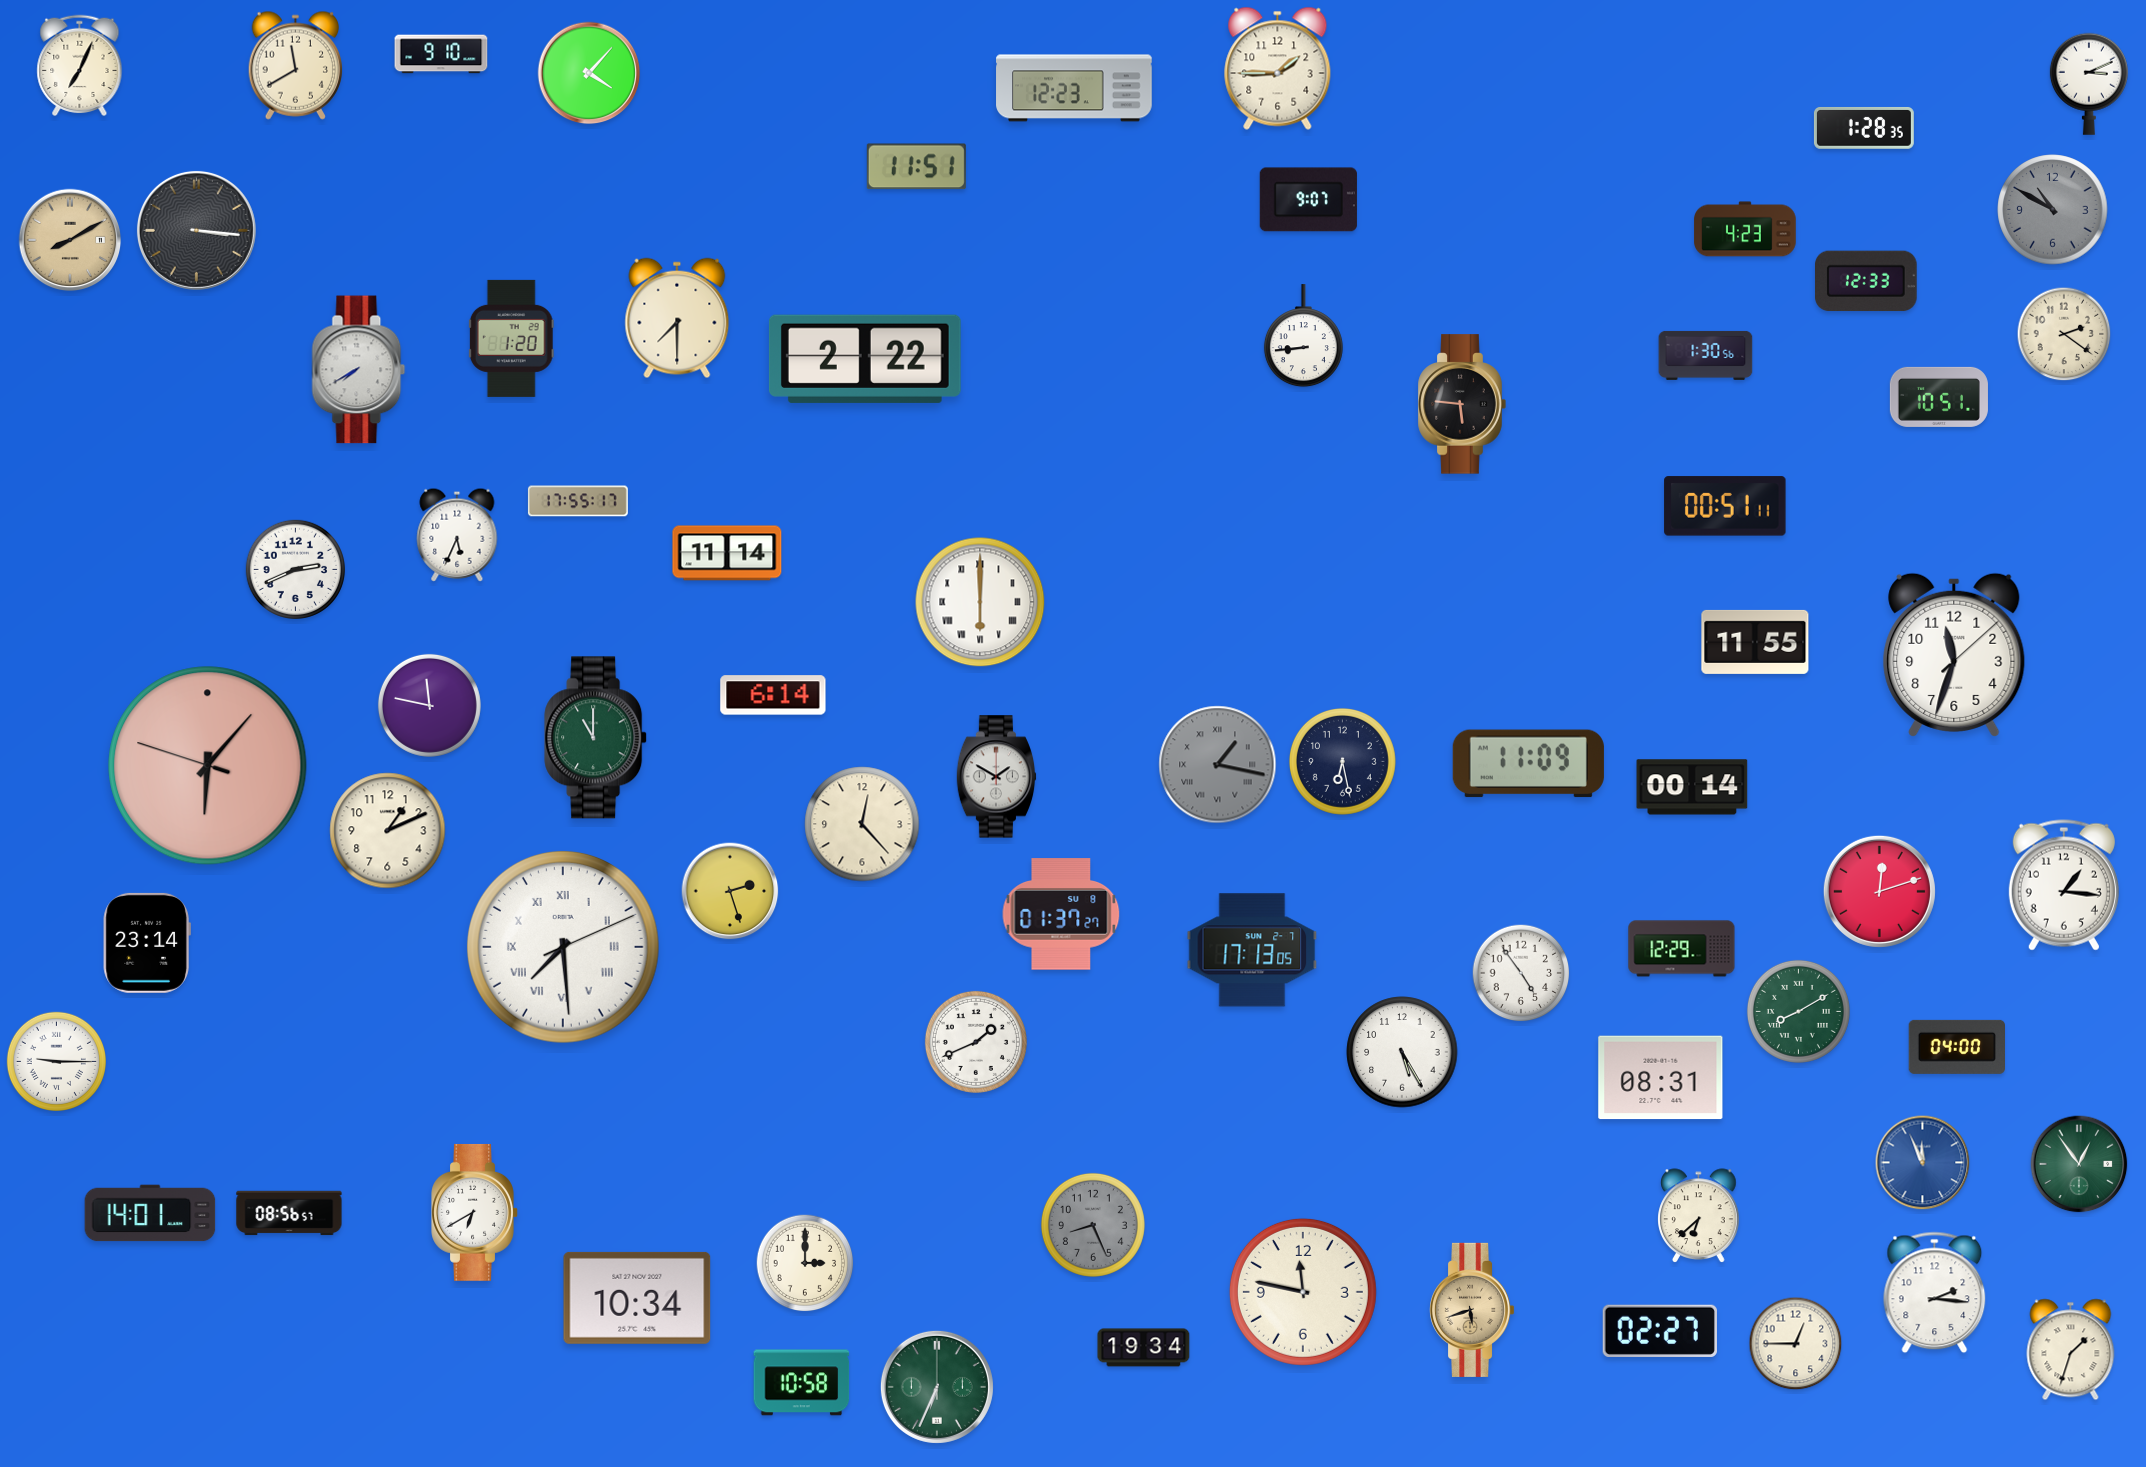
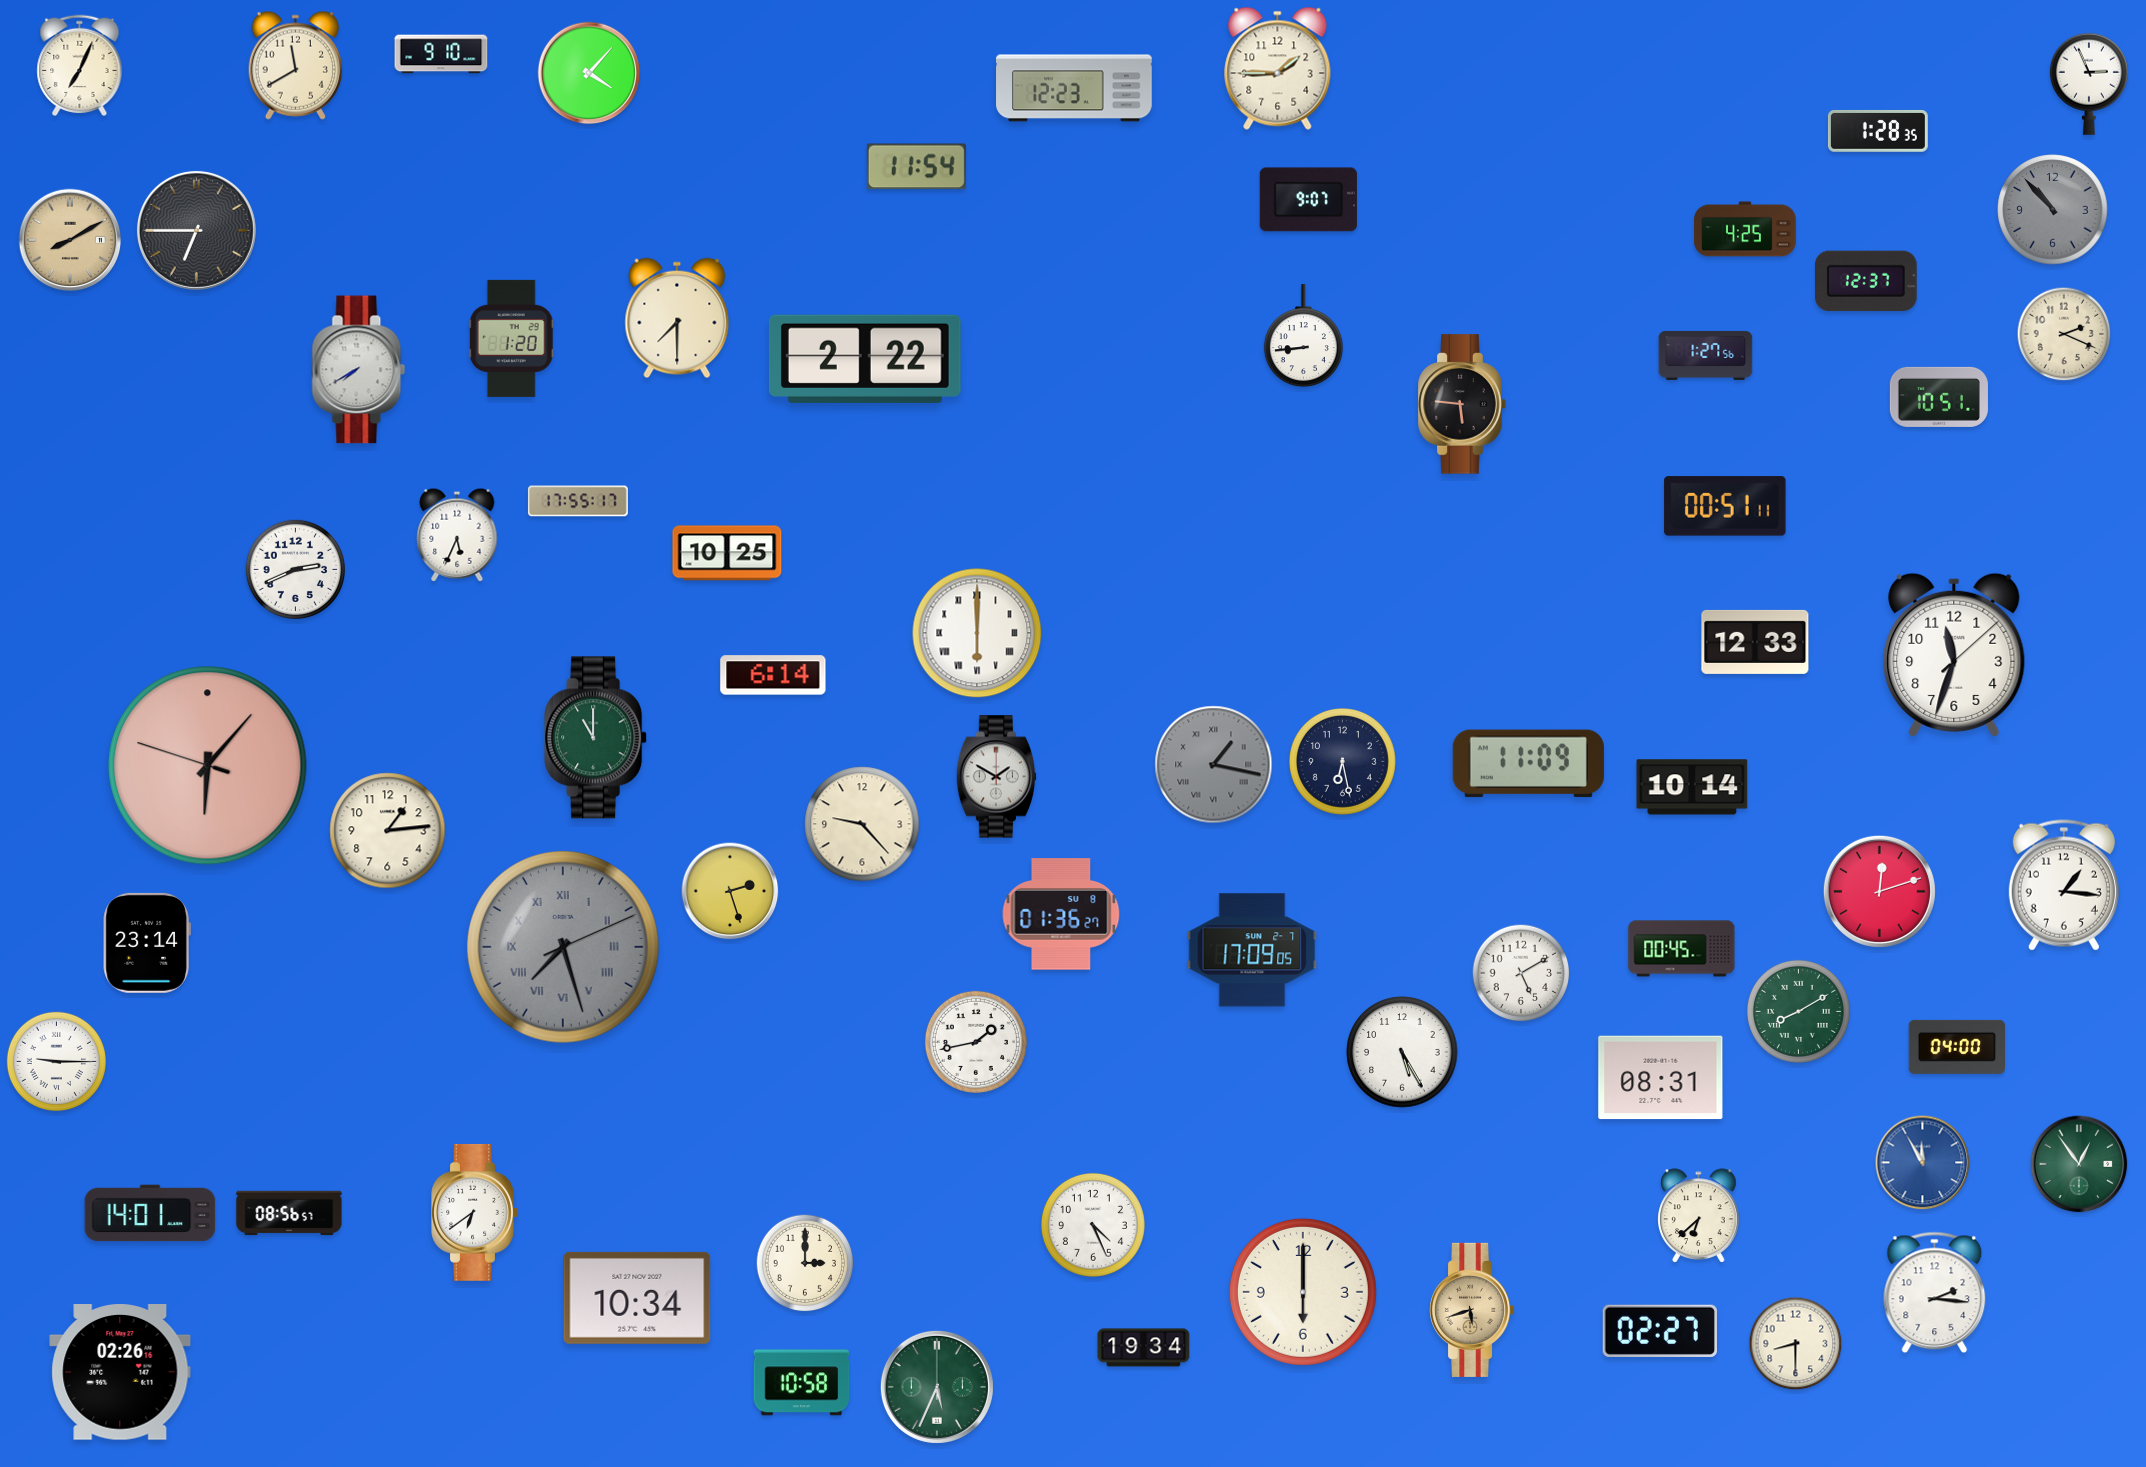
clock at (2089, 84): 3:11 -> 2:56
clock at (1864, 128) position: (1864, 128) -> (1878, 131)
clock at (916, 167): 11:51 -> 11:54
clock at (2053, 210): 10:50 -> 10:53
clock at (1745, 229): 4:23 -> 4:25
clock at (196, 230): 3:16 -> 6:45
clock at (1867, 281): 12:33 -> 12:37
clock at (2064, 334): 2:21 -> 2:19
clock at (1706, 355): 1:30 -> 1:27
clock at (727, 553): 11:14 -> 10:25
clock at (980, 602) position: (980, 602) -> (977, 633)
clock at (1755, 642): 11:55 -> 12:33
clock at (773, 695) position: (773, 695) -> (773, 675)
clock at (429, 705): 11:47 -> none
clock at (1218, 765) position: (1218, 765) -> (1214, 765)
clock at (1692, 787): 00:14 -> 10:14
clock at (862, 824): 12:23 -> 9:23
clock at (388, 831): 1:11 -> 1:14
clock at (1061, 914): 01:37 -> 01:36
clock at (563, 947): 7:29 -> 7:27
clock at (563, 947) dial: white -> grey
clock at (1682, 949): 12:29 -> 00:45
clock at (1252, 950): 17:13 -> 17:09
clock at (1521, 973): 4:54 -> 5:10
clock at (976, 1042): 1:41 -> 1:43
clock at (1923, 1163): 11:56 -> 11:55
clock at (475, 1212): 6:40 -> 6:39
clock at (1093, 1225): 8:26 -> 4:26
clock at (1093, 1225) dial: grey -> white
clock at (1303, 1292): 11:47 -> 6:00
clock at (1796, 1344): 12:45 -> 8:30
clock at (2071, 1350): 1:33 -> none
clock at (120, 1373): none -> 02:26
clock at (937, 1387): 6:34 -> 5:34
